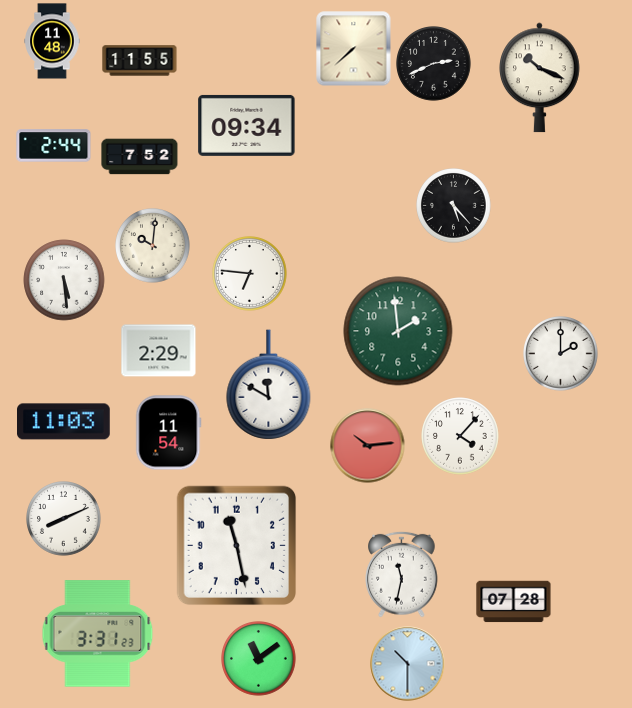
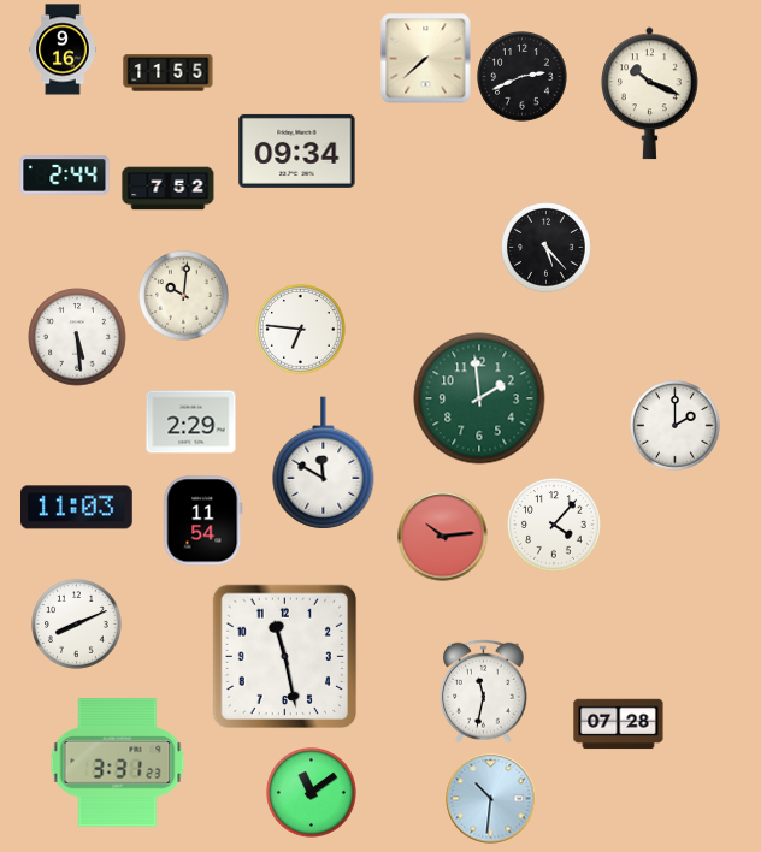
clock at (52, 41): 11:48 -> 9:16
clock at (408, 664): 10:30 -> 10:31
